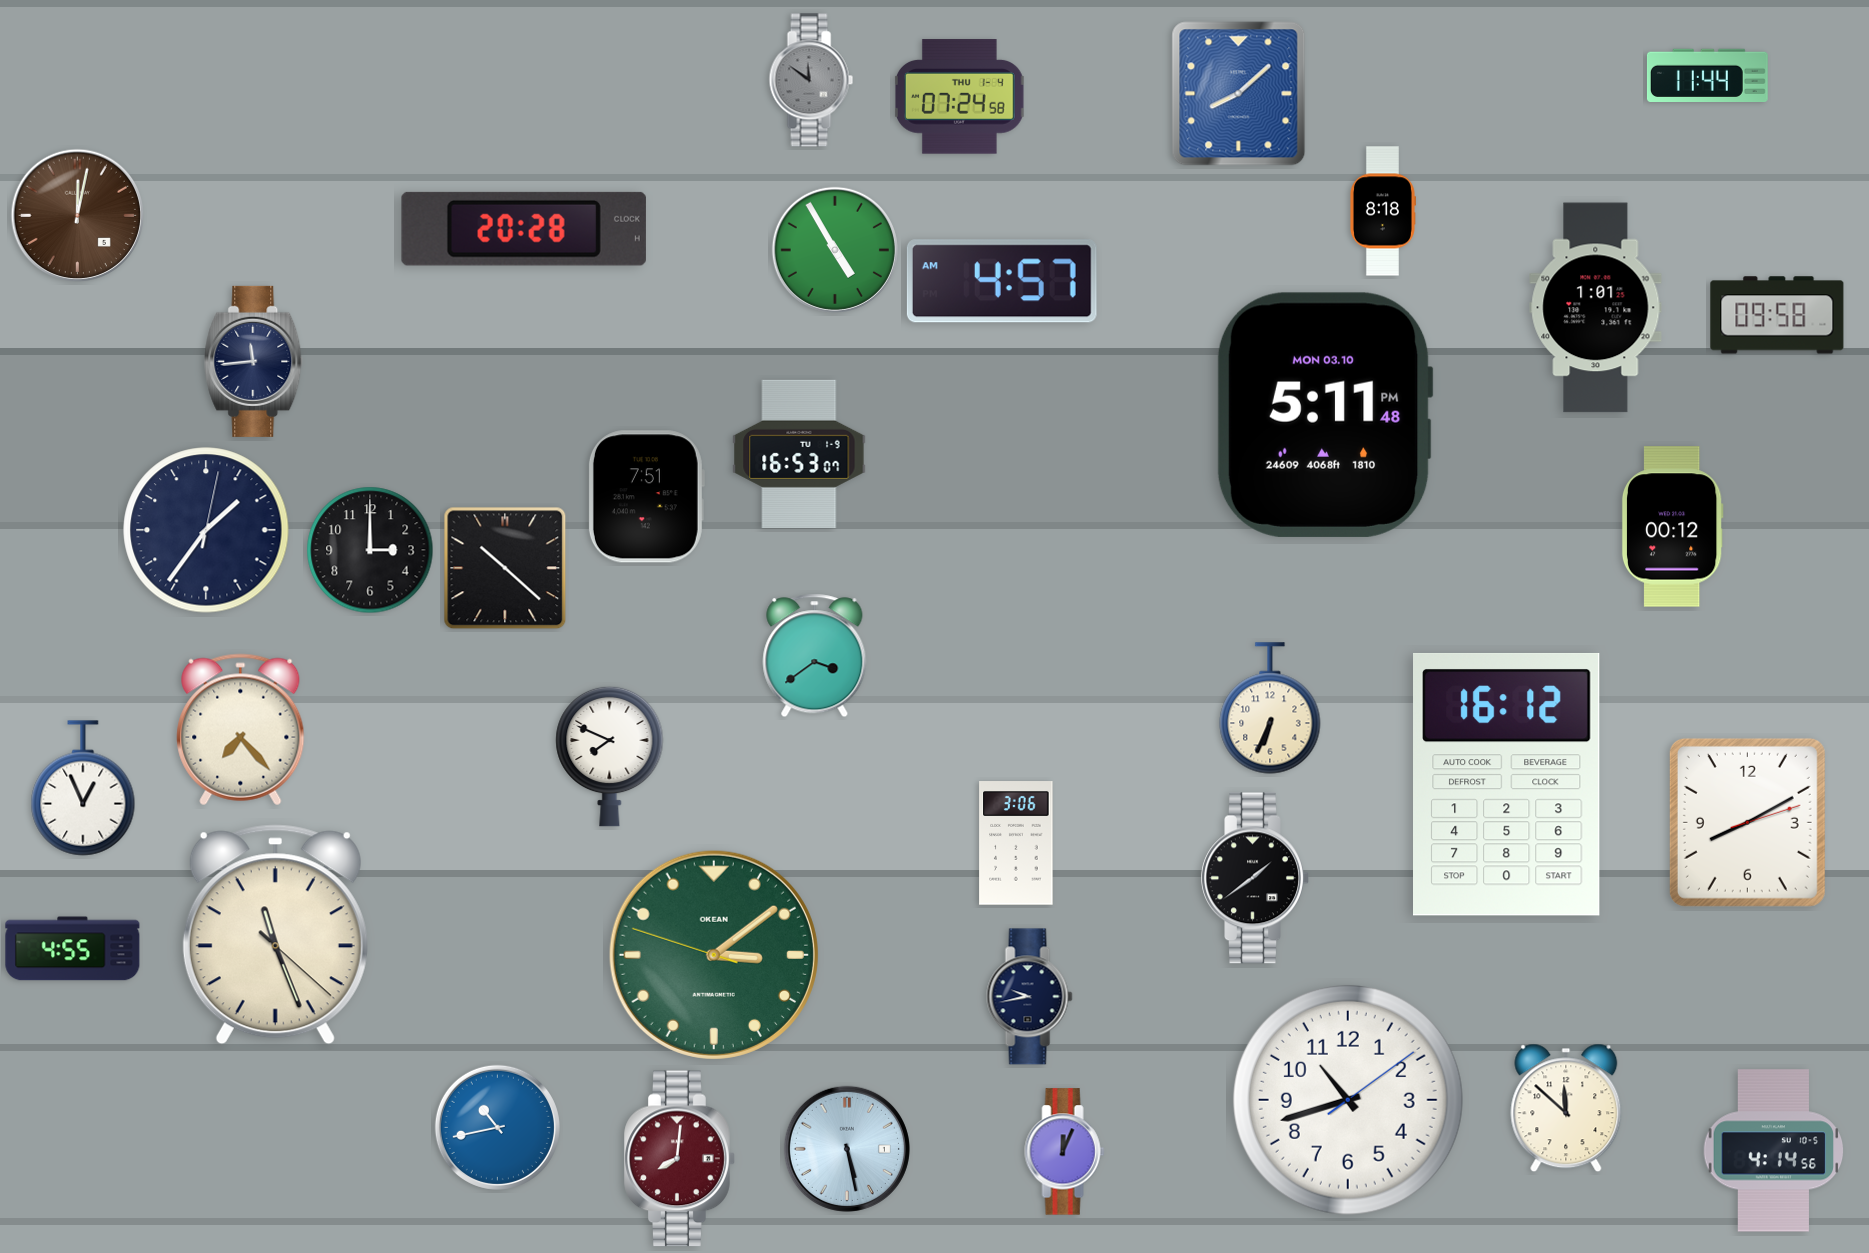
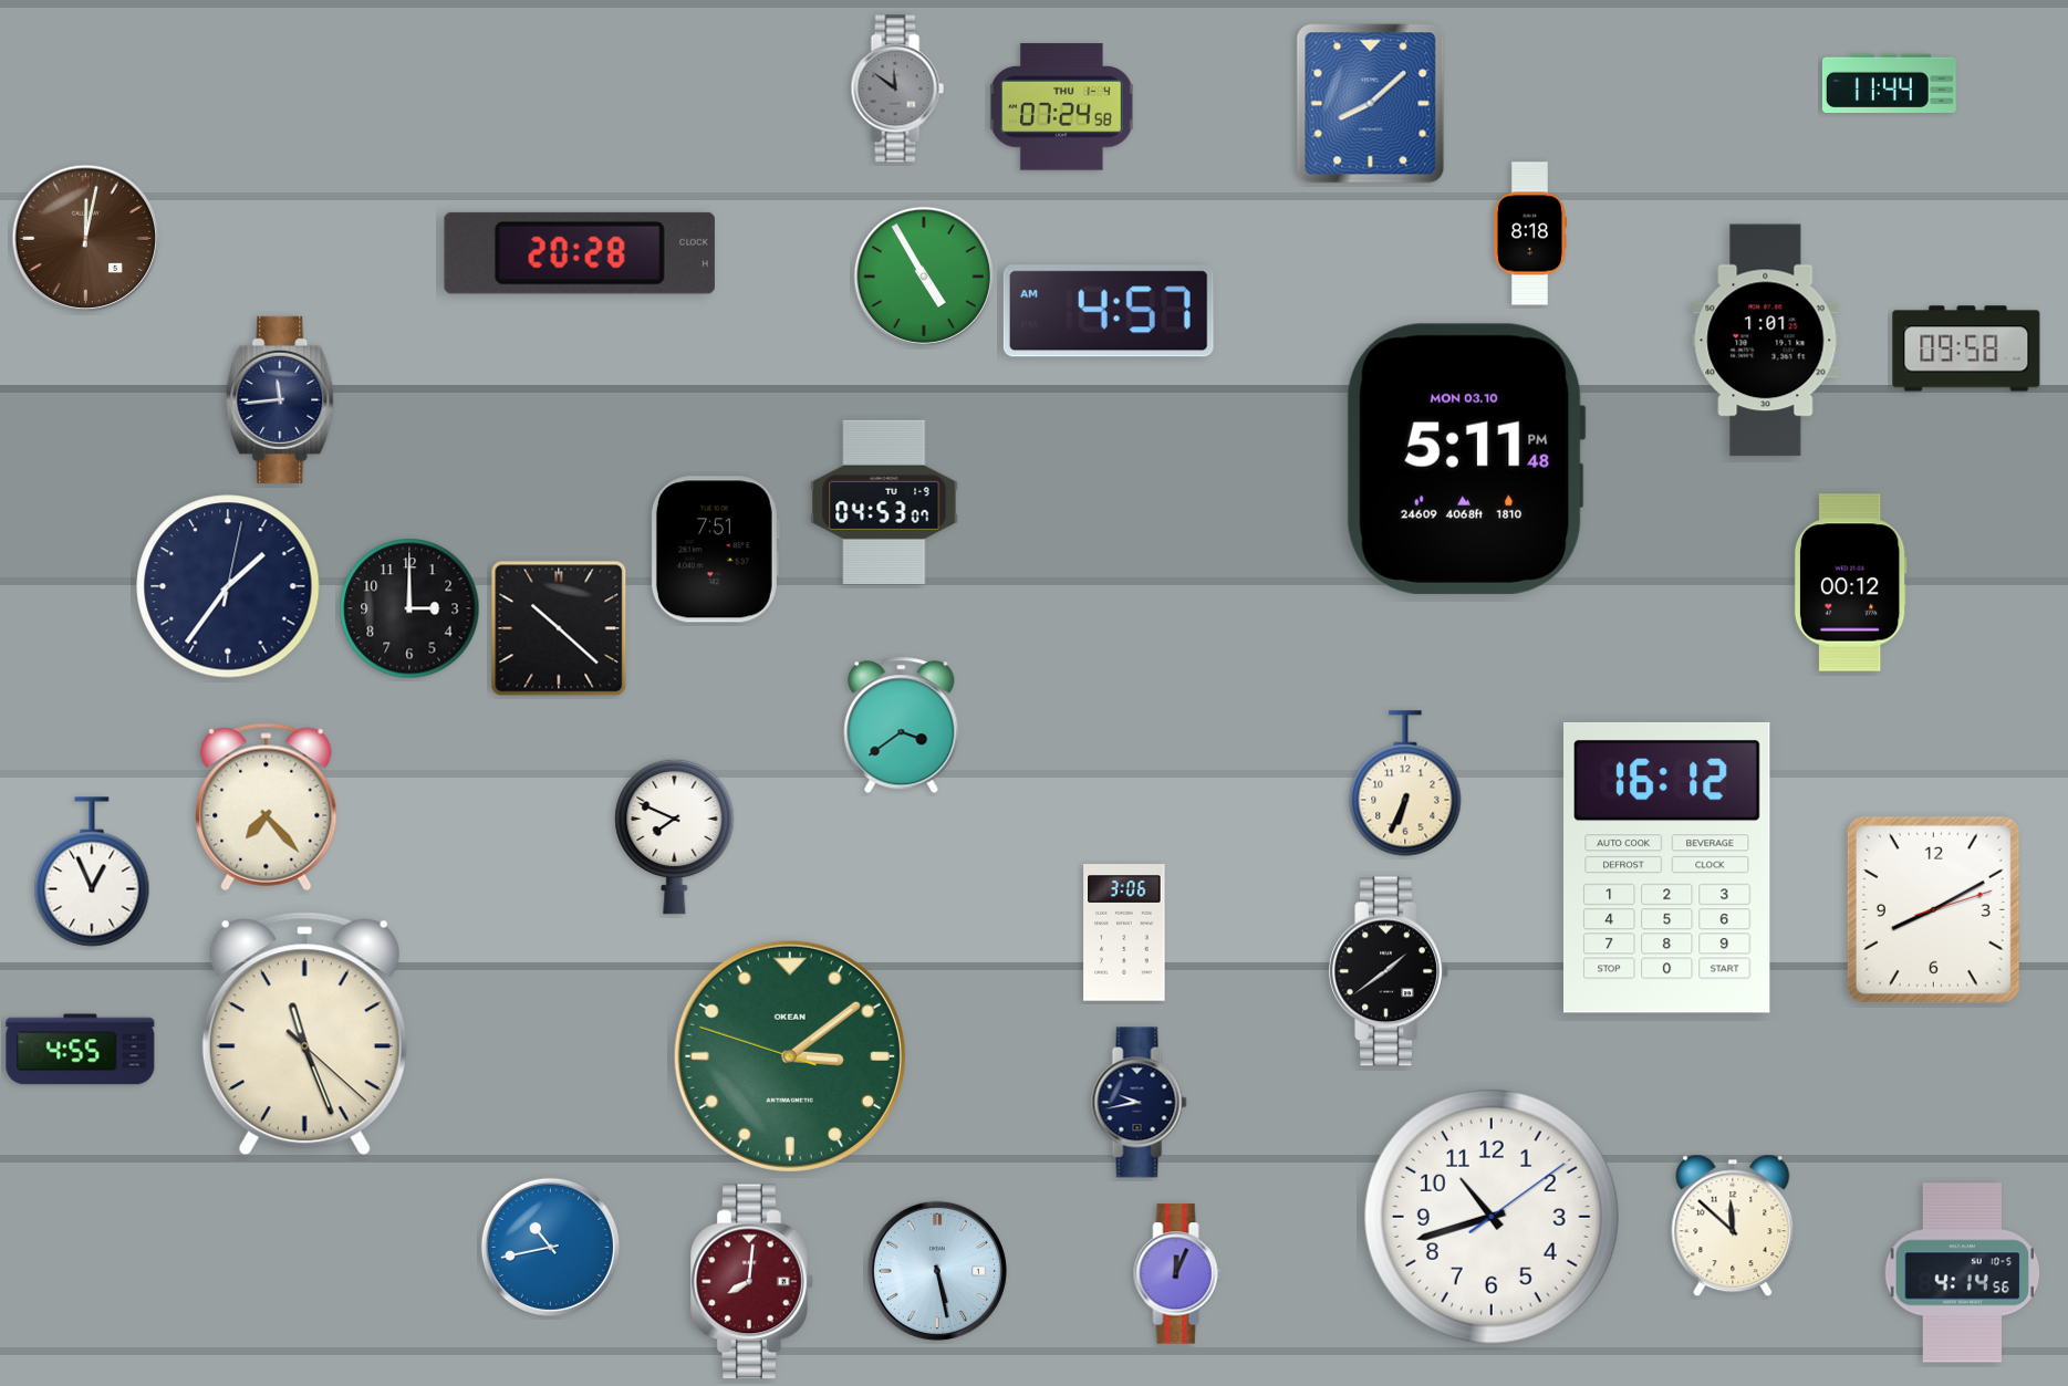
clock at (799, 454): 16:53 -> 04:53
